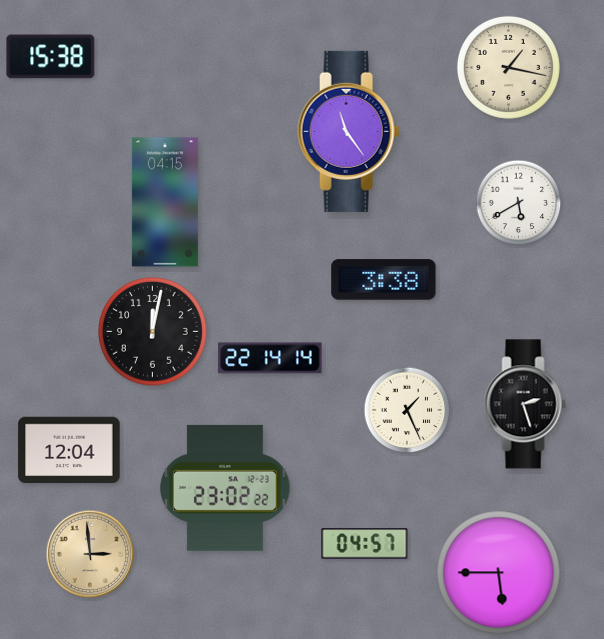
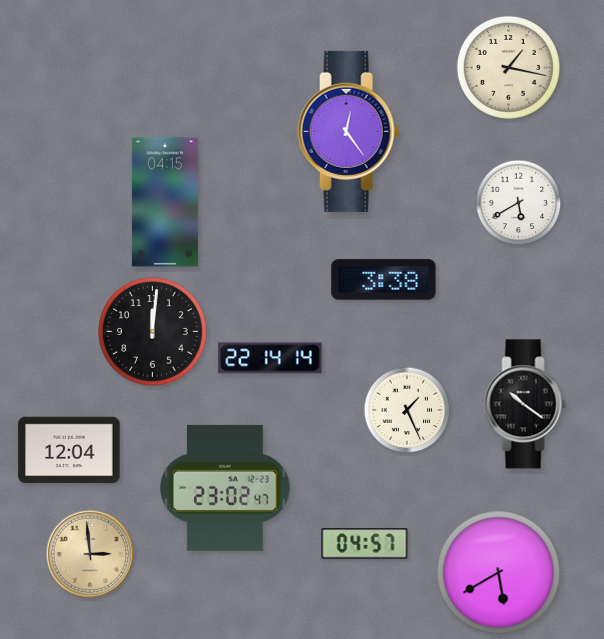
clock at (51, 57): 15:38 -> none
clock at (349, 131): 11:24 -> 12:24
clock at (153, 332): 12:02 -> 12:01
clock at (525, 404): 2:27 -> 10:21
clock at (225, 488): 23:02:22 -> 23:02:47
clock at (499, 573): 5:45 -> 5:40
